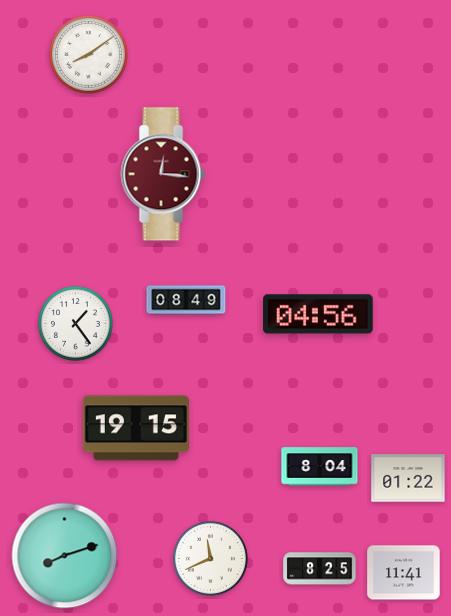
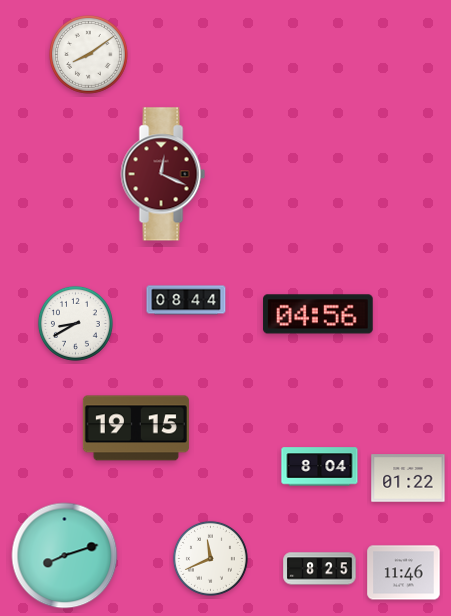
clock at (163, 174): 12:16 -> 12:19
clock at (186, 300): 08:49 -> 08:44
clock at (75, 323): 1:24 -> 8:40
clock at (404, 573): 11:41 -> 11:46
